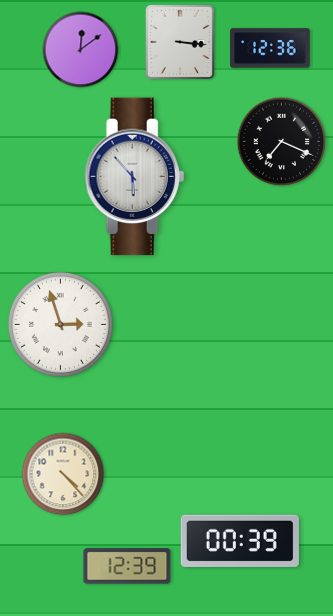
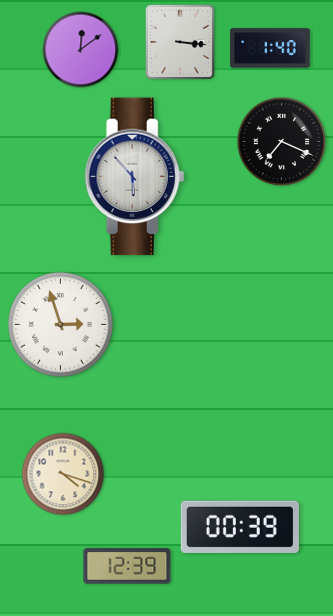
clock at (270, 48): 12:36 -> 1:40
clock at (63, 474): 4:23 -> 4:18
clock at (240, 541) position: (240, 541) -> (240, 527)
